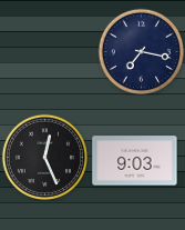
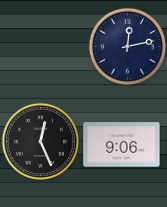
clock at (141, 51): 7:17 -> 12:13
clock at (135, 161): 9:03 -> 9:06
